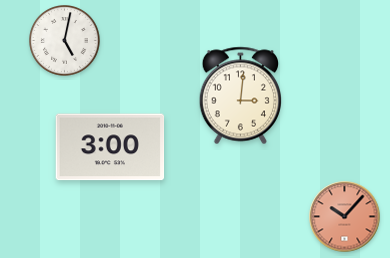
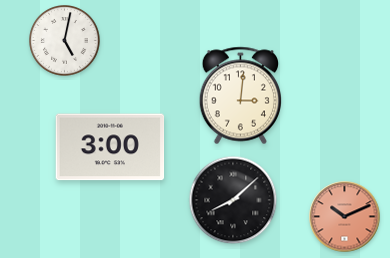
clock at (233, 200): none -> 8:08
clock at (345, 217): 10:07 -> 10:11
